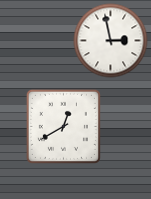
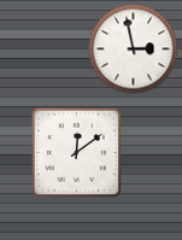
clock at (63, 126): 12:40 -> 12:09
